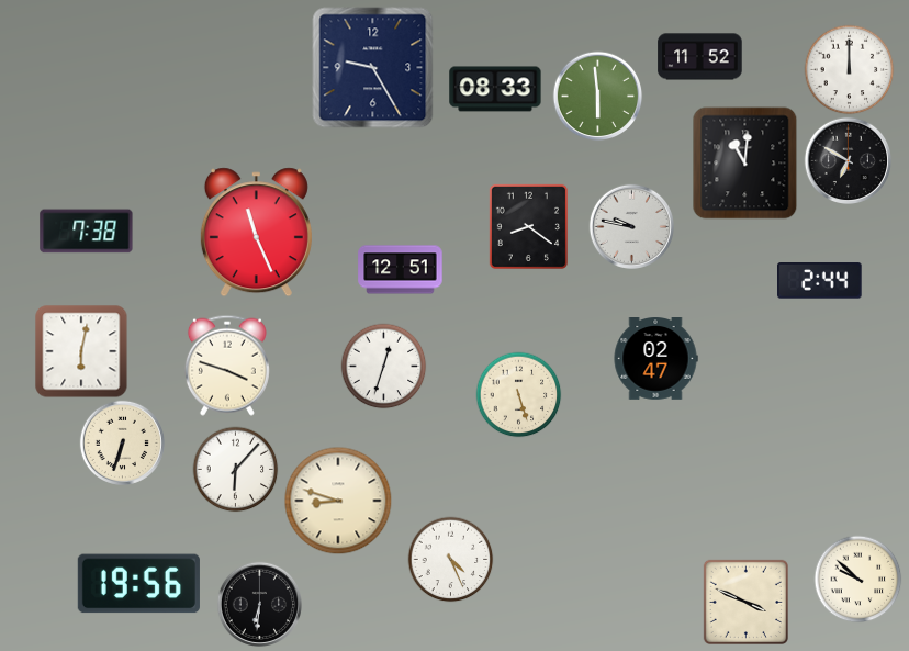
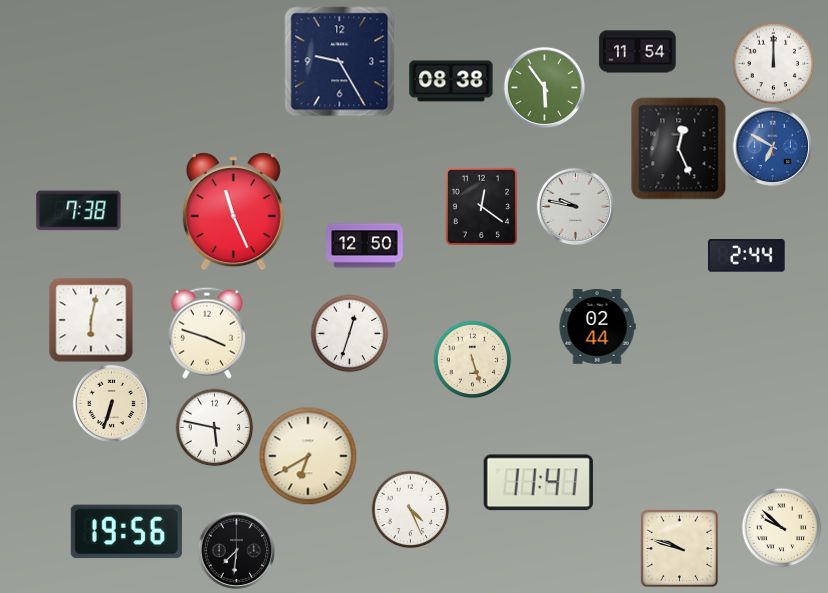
clock at (700, 57): 11:52 -> 11:54
clock at (495, 89): 08:33 -> 08:38
clock at (597, 96): 5:59 -> 5:54
clock at (848, 160) dial: black -> blue
clock at (745, 164): 11:01 -> 12:26
clock at (528, 226): 8:21 -> 12:21
clock at (401, 270): 12:51 -> 12:50
clock at (81, 351) position: (81, 351) -> (91, 320)
clock at (655, 359): 02:47 -> 02:44
clock at (235, 469): 6:07 -> 5:47
clock at (338, 501): 8:48 -> 6:40
clock at (538, 483): none -> 11:41
clock at (745, 602): 3:49 -> 9:48
clock at (259, 604): 6:31 -> 7:31
